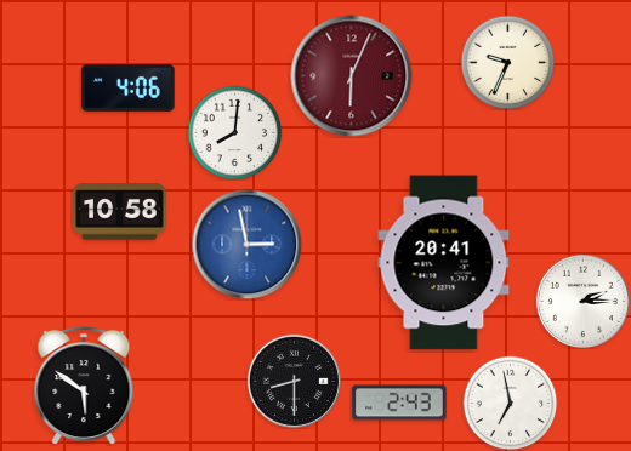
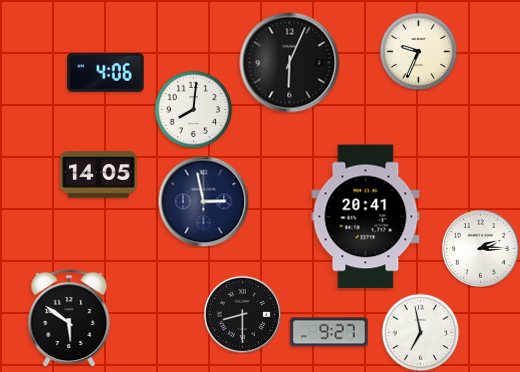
clock at (352, 76) dial: burgundy -> black
clock at (120, 212): 10:58 -> 14:05
clock at (246, 244) dial: blue -> navy
clock at (399, 403): 2:43 -> 9:27
